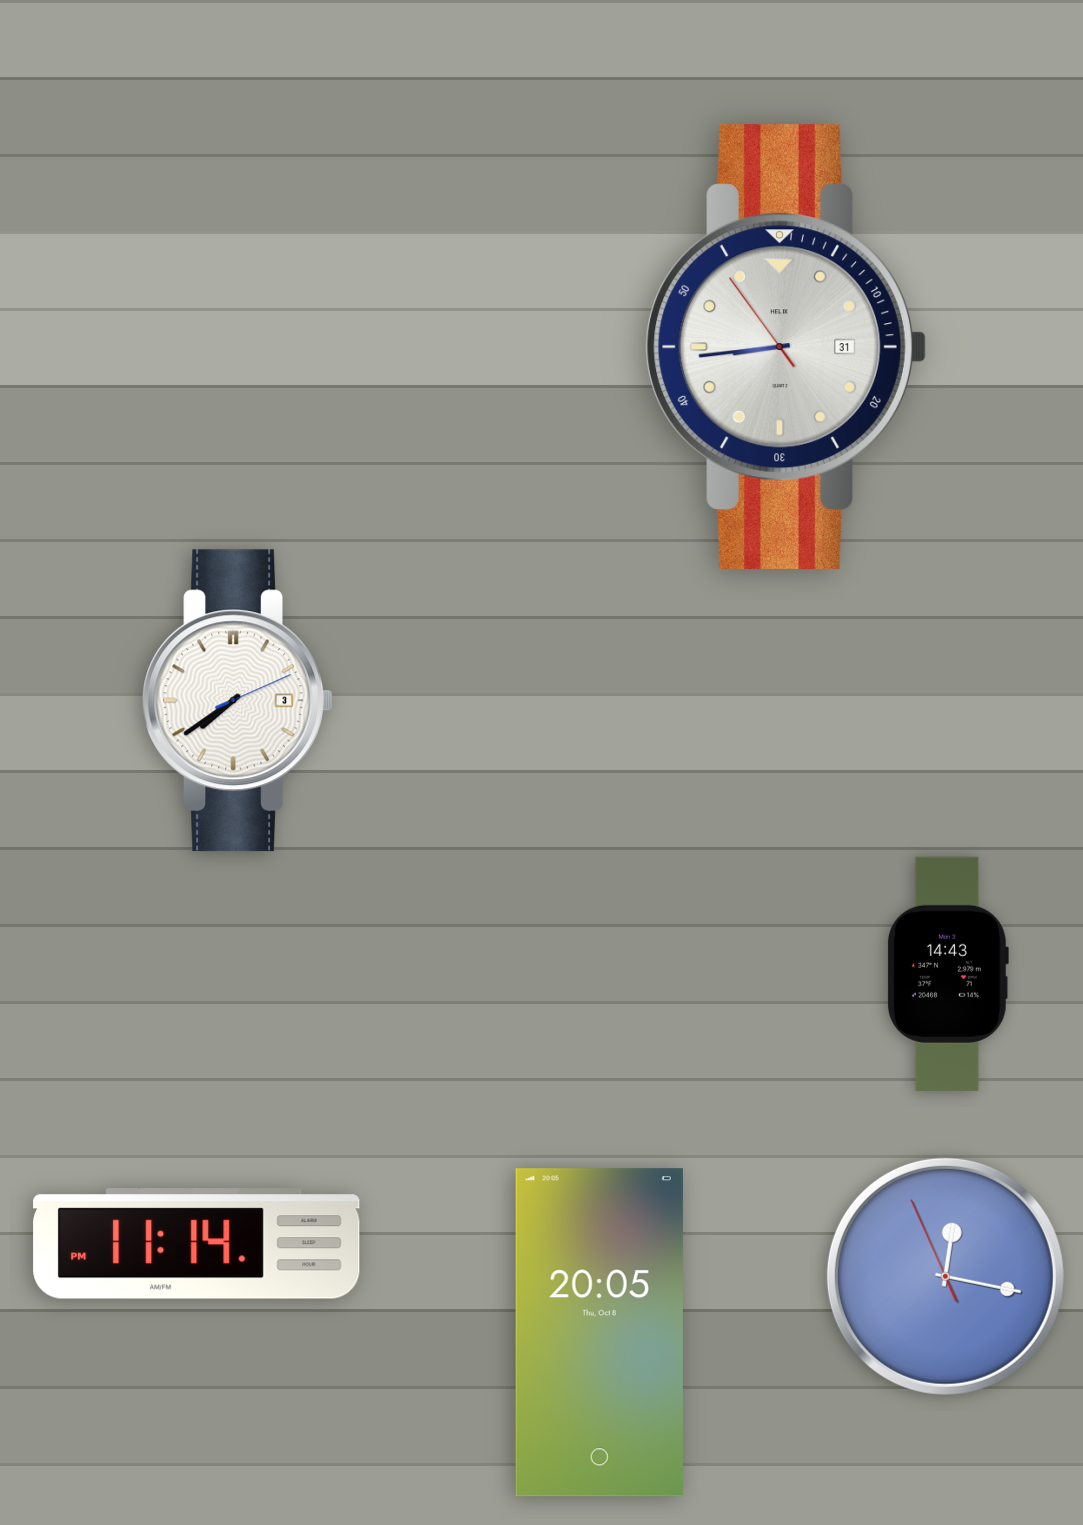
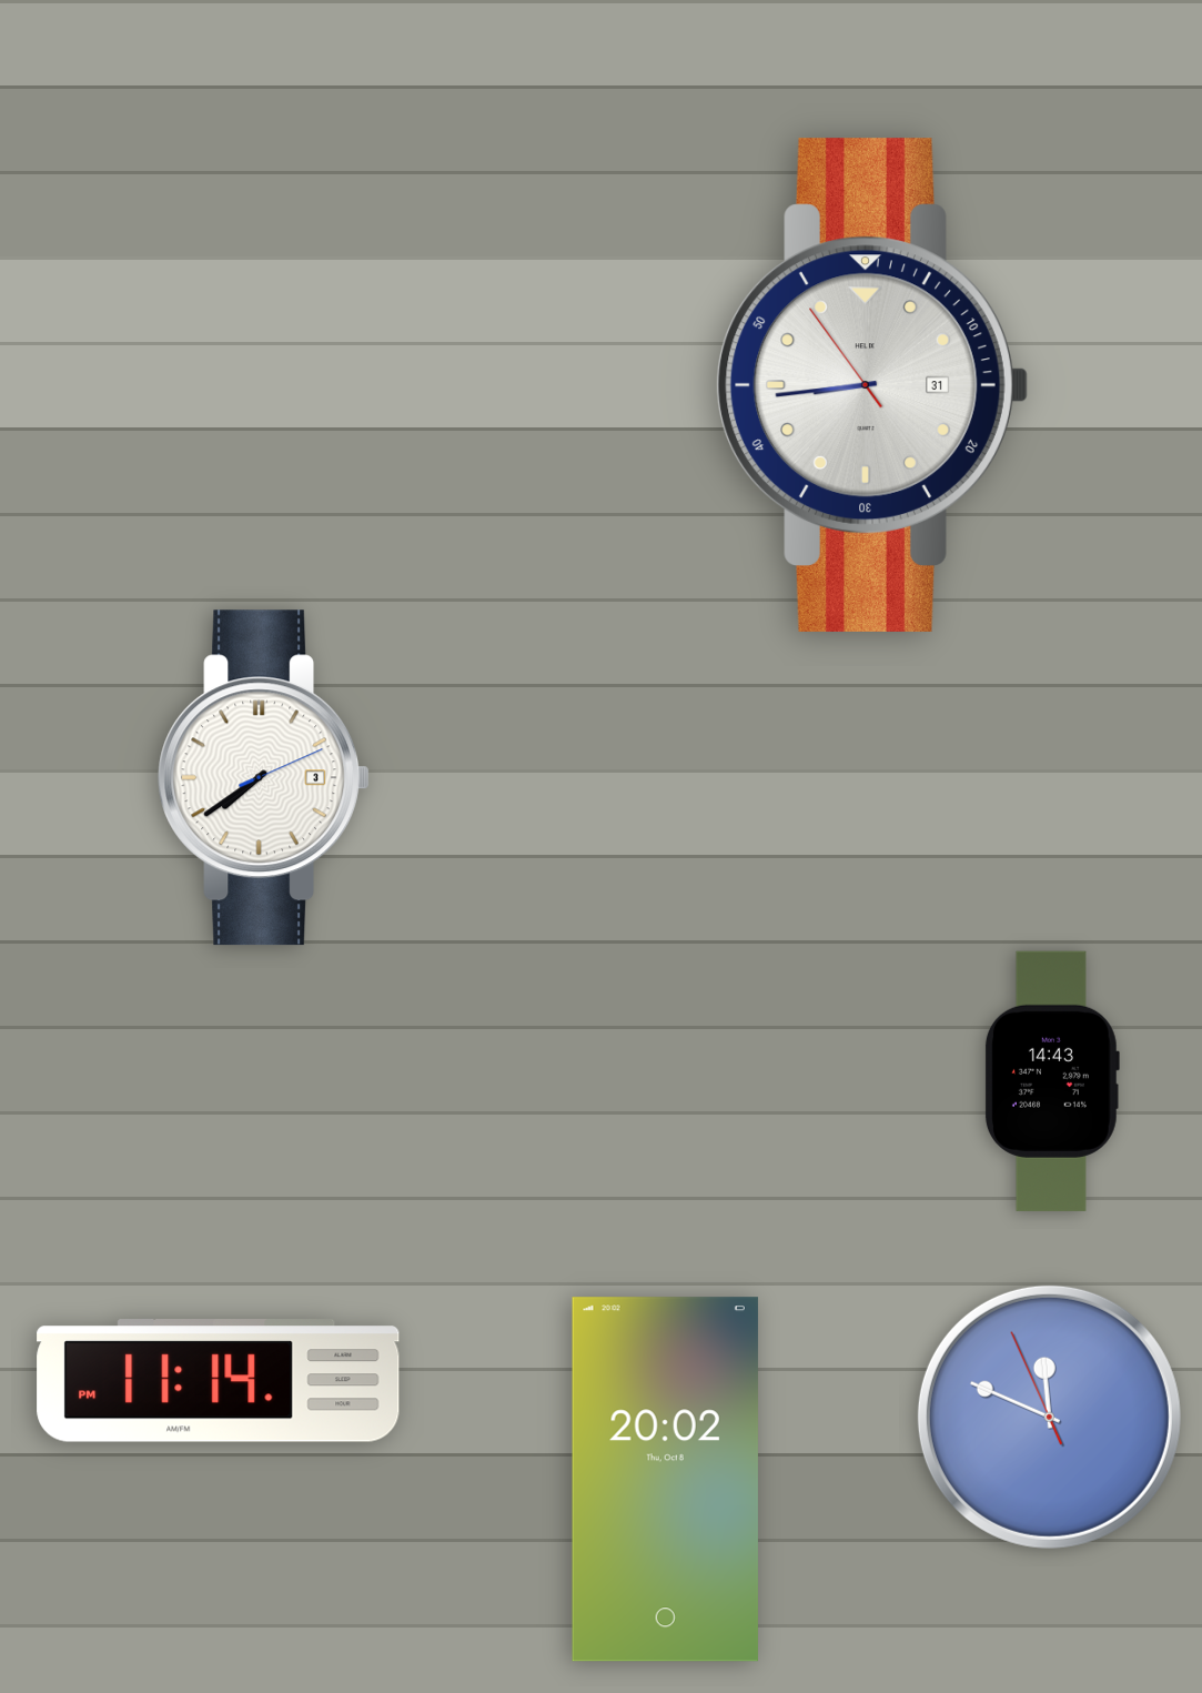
clock at (945, 1276): 12:16 -> 11:48
clock at (599, 1333): 20:05 -> 20:02
